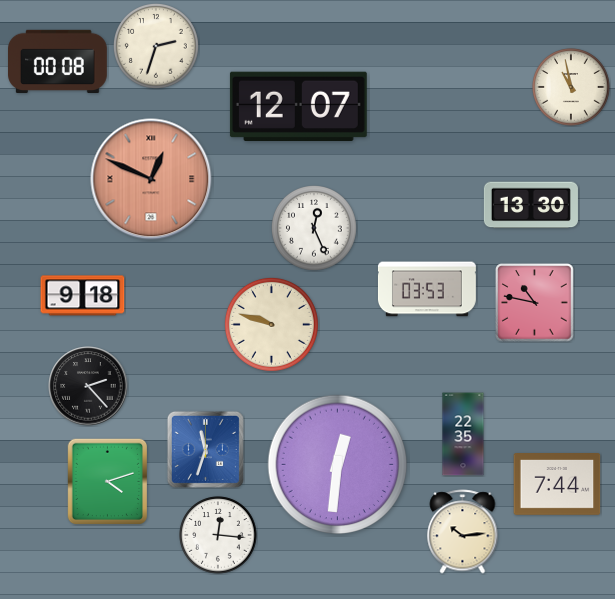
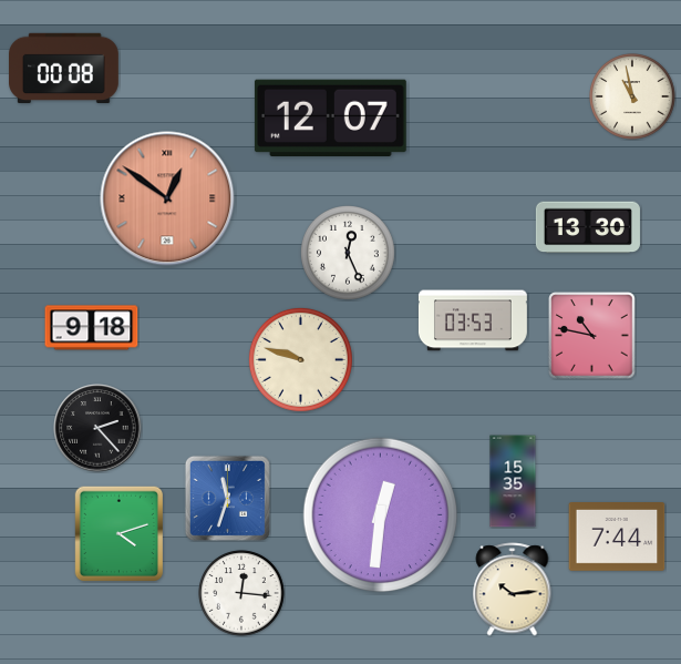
clock at (157, 47): 2:33 -> none
clock at (151, 179): 12:49 -> 12:51
clock at (463, 434): 22:35 -> 15:35
clock at (338, 465) position: (338, 465) -> (381, 515)
